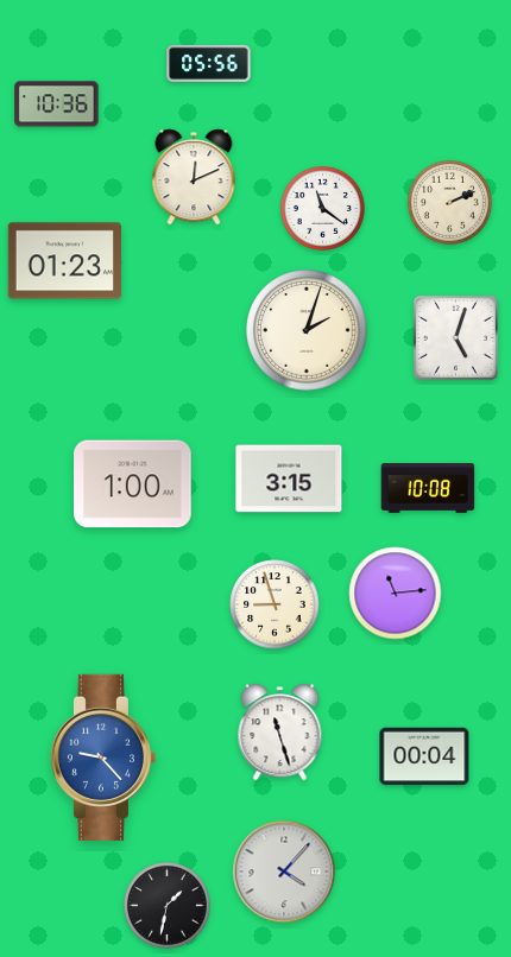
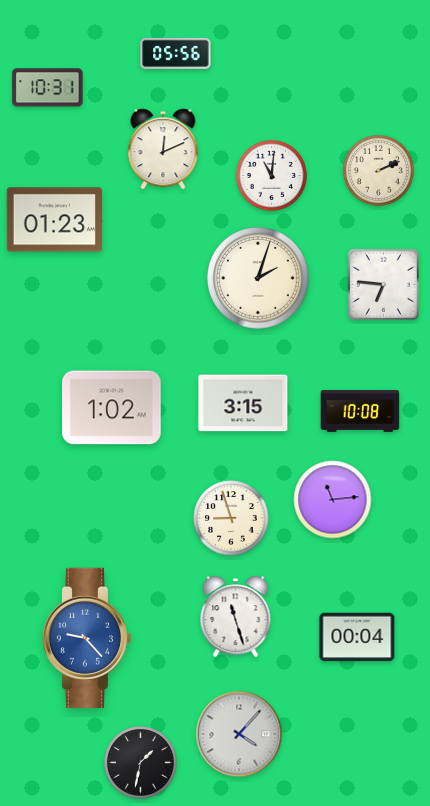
clock at (57, 104): 10:36 -> 10:31
clock at (322, 208): 11:21 -> 11:01
clock at (455, 337): 5:03 -> 6:46
clock at (133, 484): 1:00 -> 1:02
clock at (275, 604) position: (275, 604) -> (231, 518)
